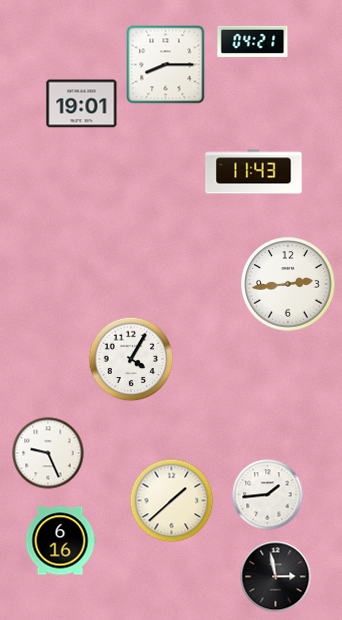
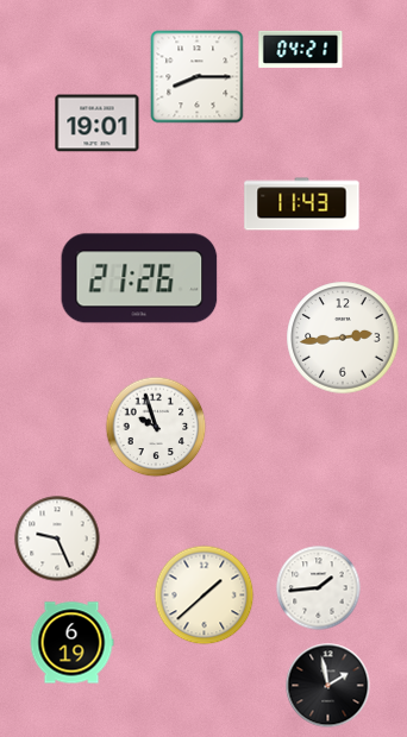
clock at (139, 278): none -> 21:26
clock at (131, 359): 4:05 -> 9:57
clock at (60, 541): 6:16 -> 6:19
clock at (276, 577): 2:58 -> 1:58
